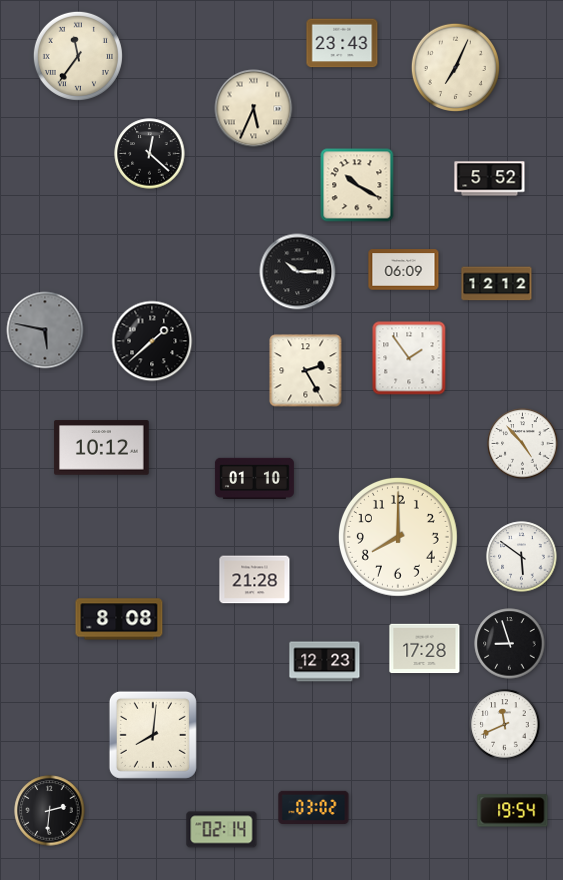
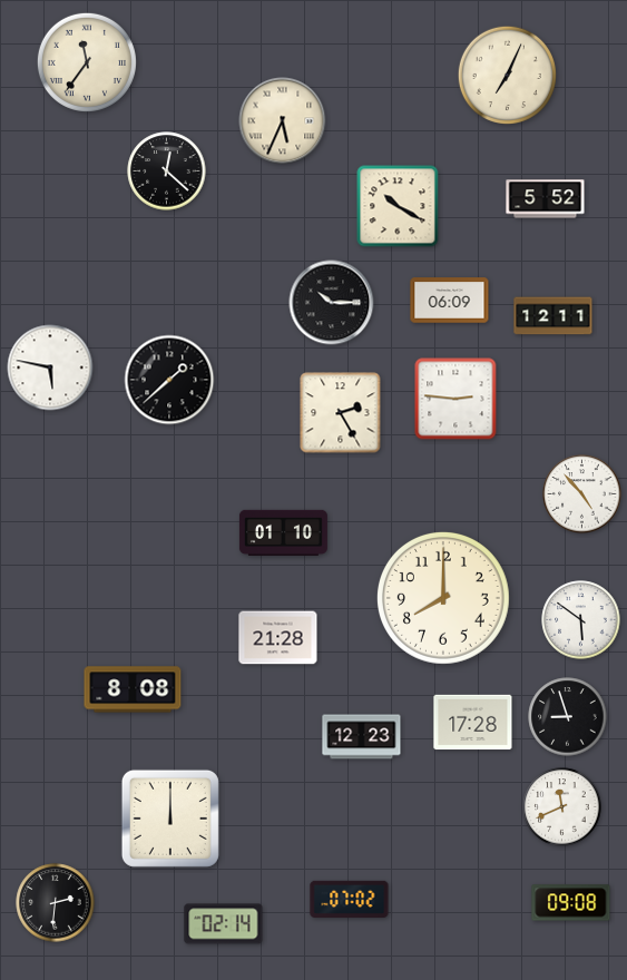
clock at (342, 43): 23:43 -> none
clock at (497, 284): 12:12 -> 12:11
clock at (45, 330) dial: grey -> white
clock at (409, 358): 1:54 -> 2:46
clock at (102, 448): 10:12 -> none
clock at (255, 580) position: (255, 580) -> (278, 638)
clock at (153, 735): 8:01 -> 12:00
clock at (314, 807): 03:02 -> 07:02
clock at (513, 811): 19:54 -> 09:08
clock at (222, 830) position: (222, 830) -> (224, 924)
